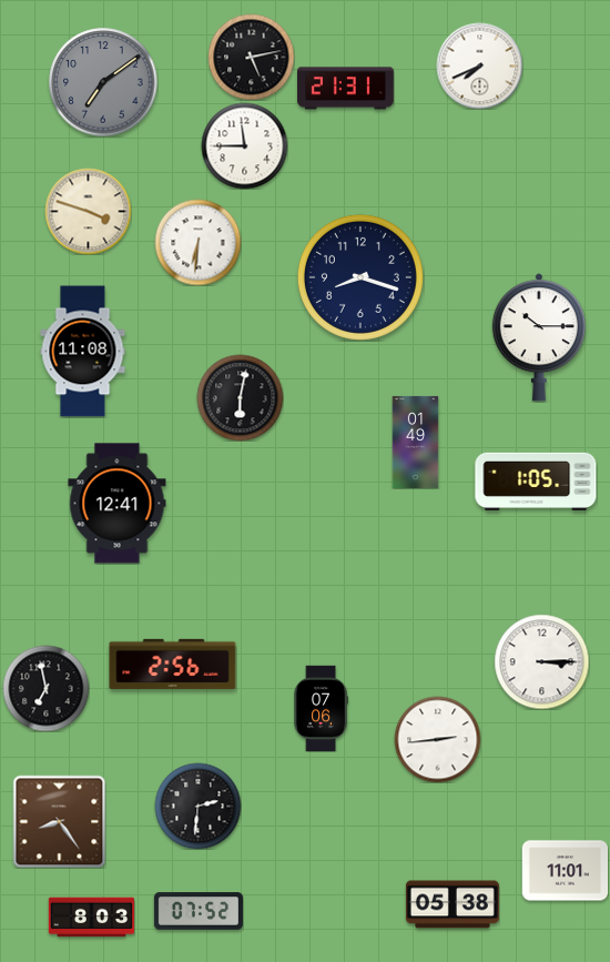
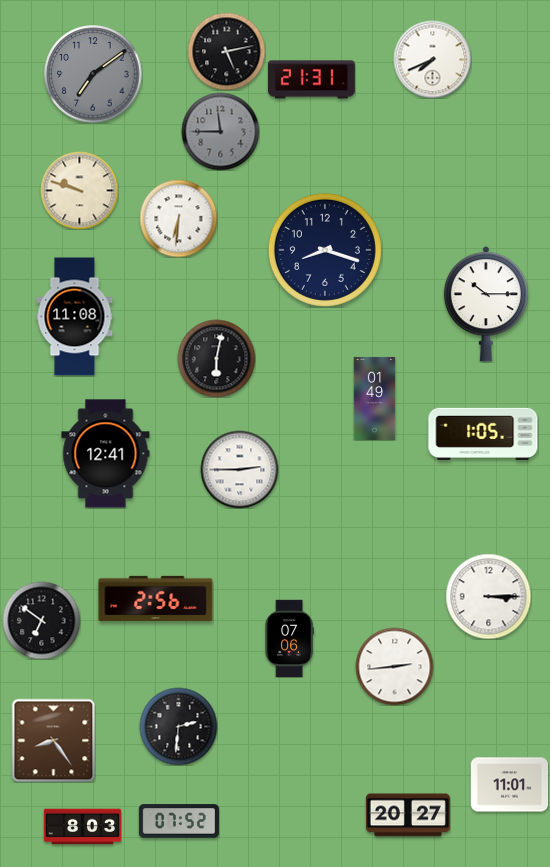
clock at (244, 145) dial: white -> grey
clock at (88, 211): 3:48 -> 9:48
clock at (239, 469): none -> 2:45
clock at (45, 688): 6:58 -> 6:51
clock at (453, 904): 05:38 -> 20:27
